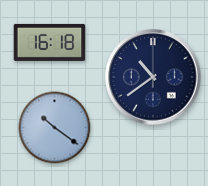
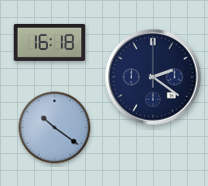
clock at (153, 77): 10:39 -> 2:21
